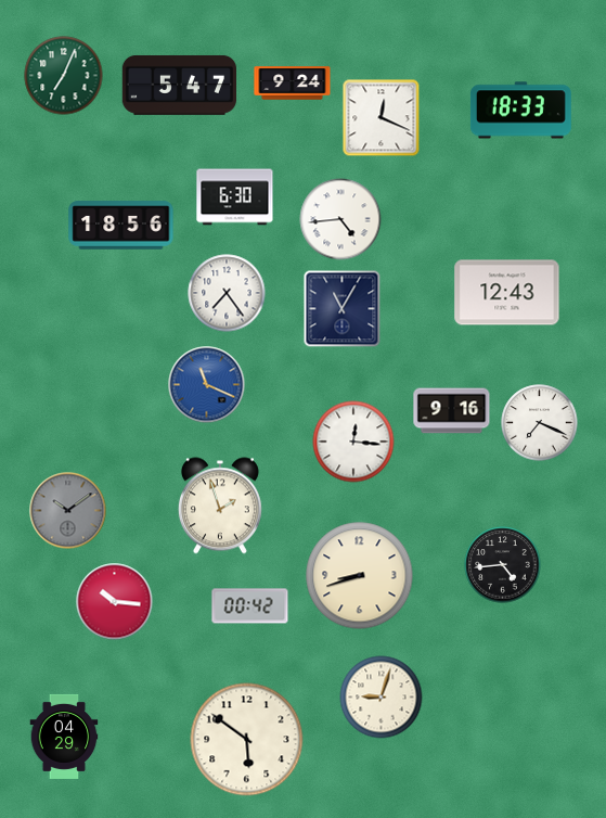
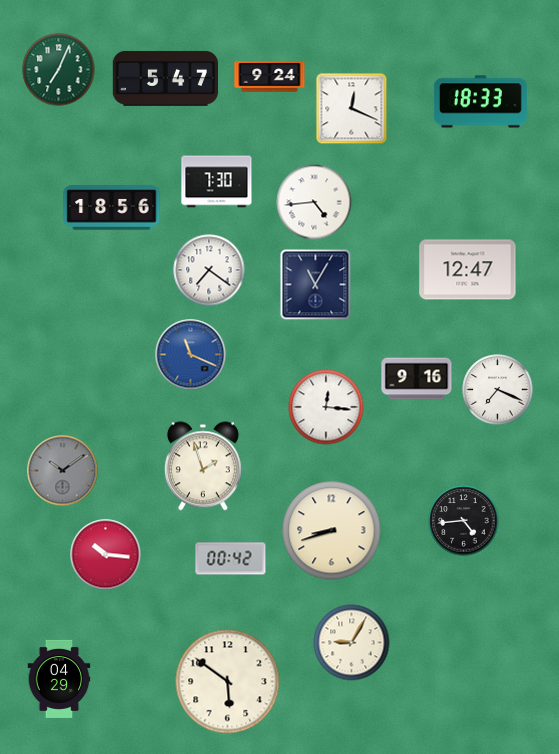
clock at (235, 197): 6:30 -> 7:30
clock at (227, 293): 7:24 -> 7:21
clock at (507, 293): 12:43 -> 12:47
clock at (382, 698): 9:03 -> 9:05
